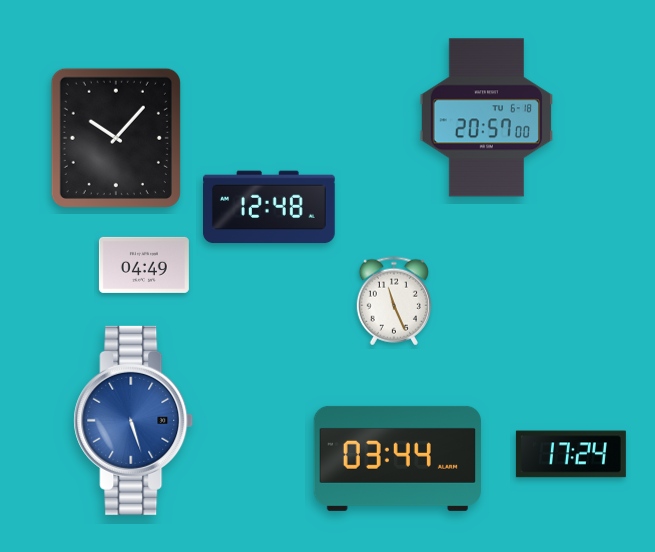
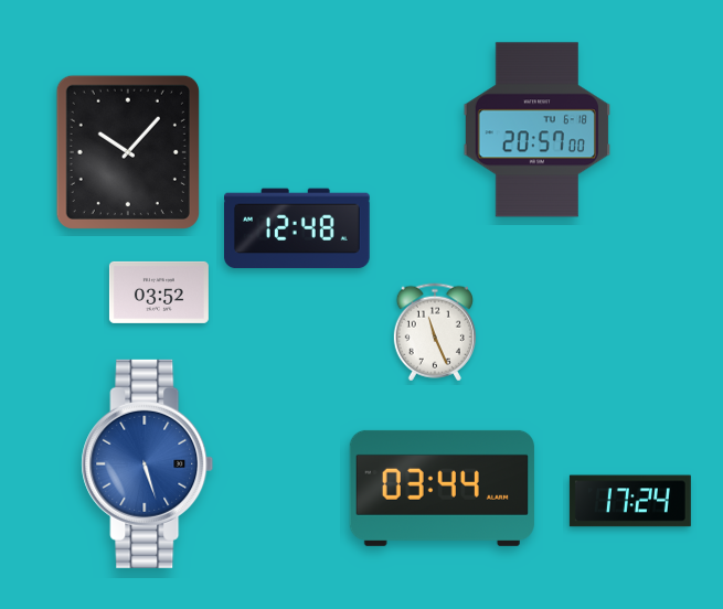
clock at (144, 265): 04:49 -> 03:52
clock at (397, 458) position: (397, 458) -> (442, 488)
